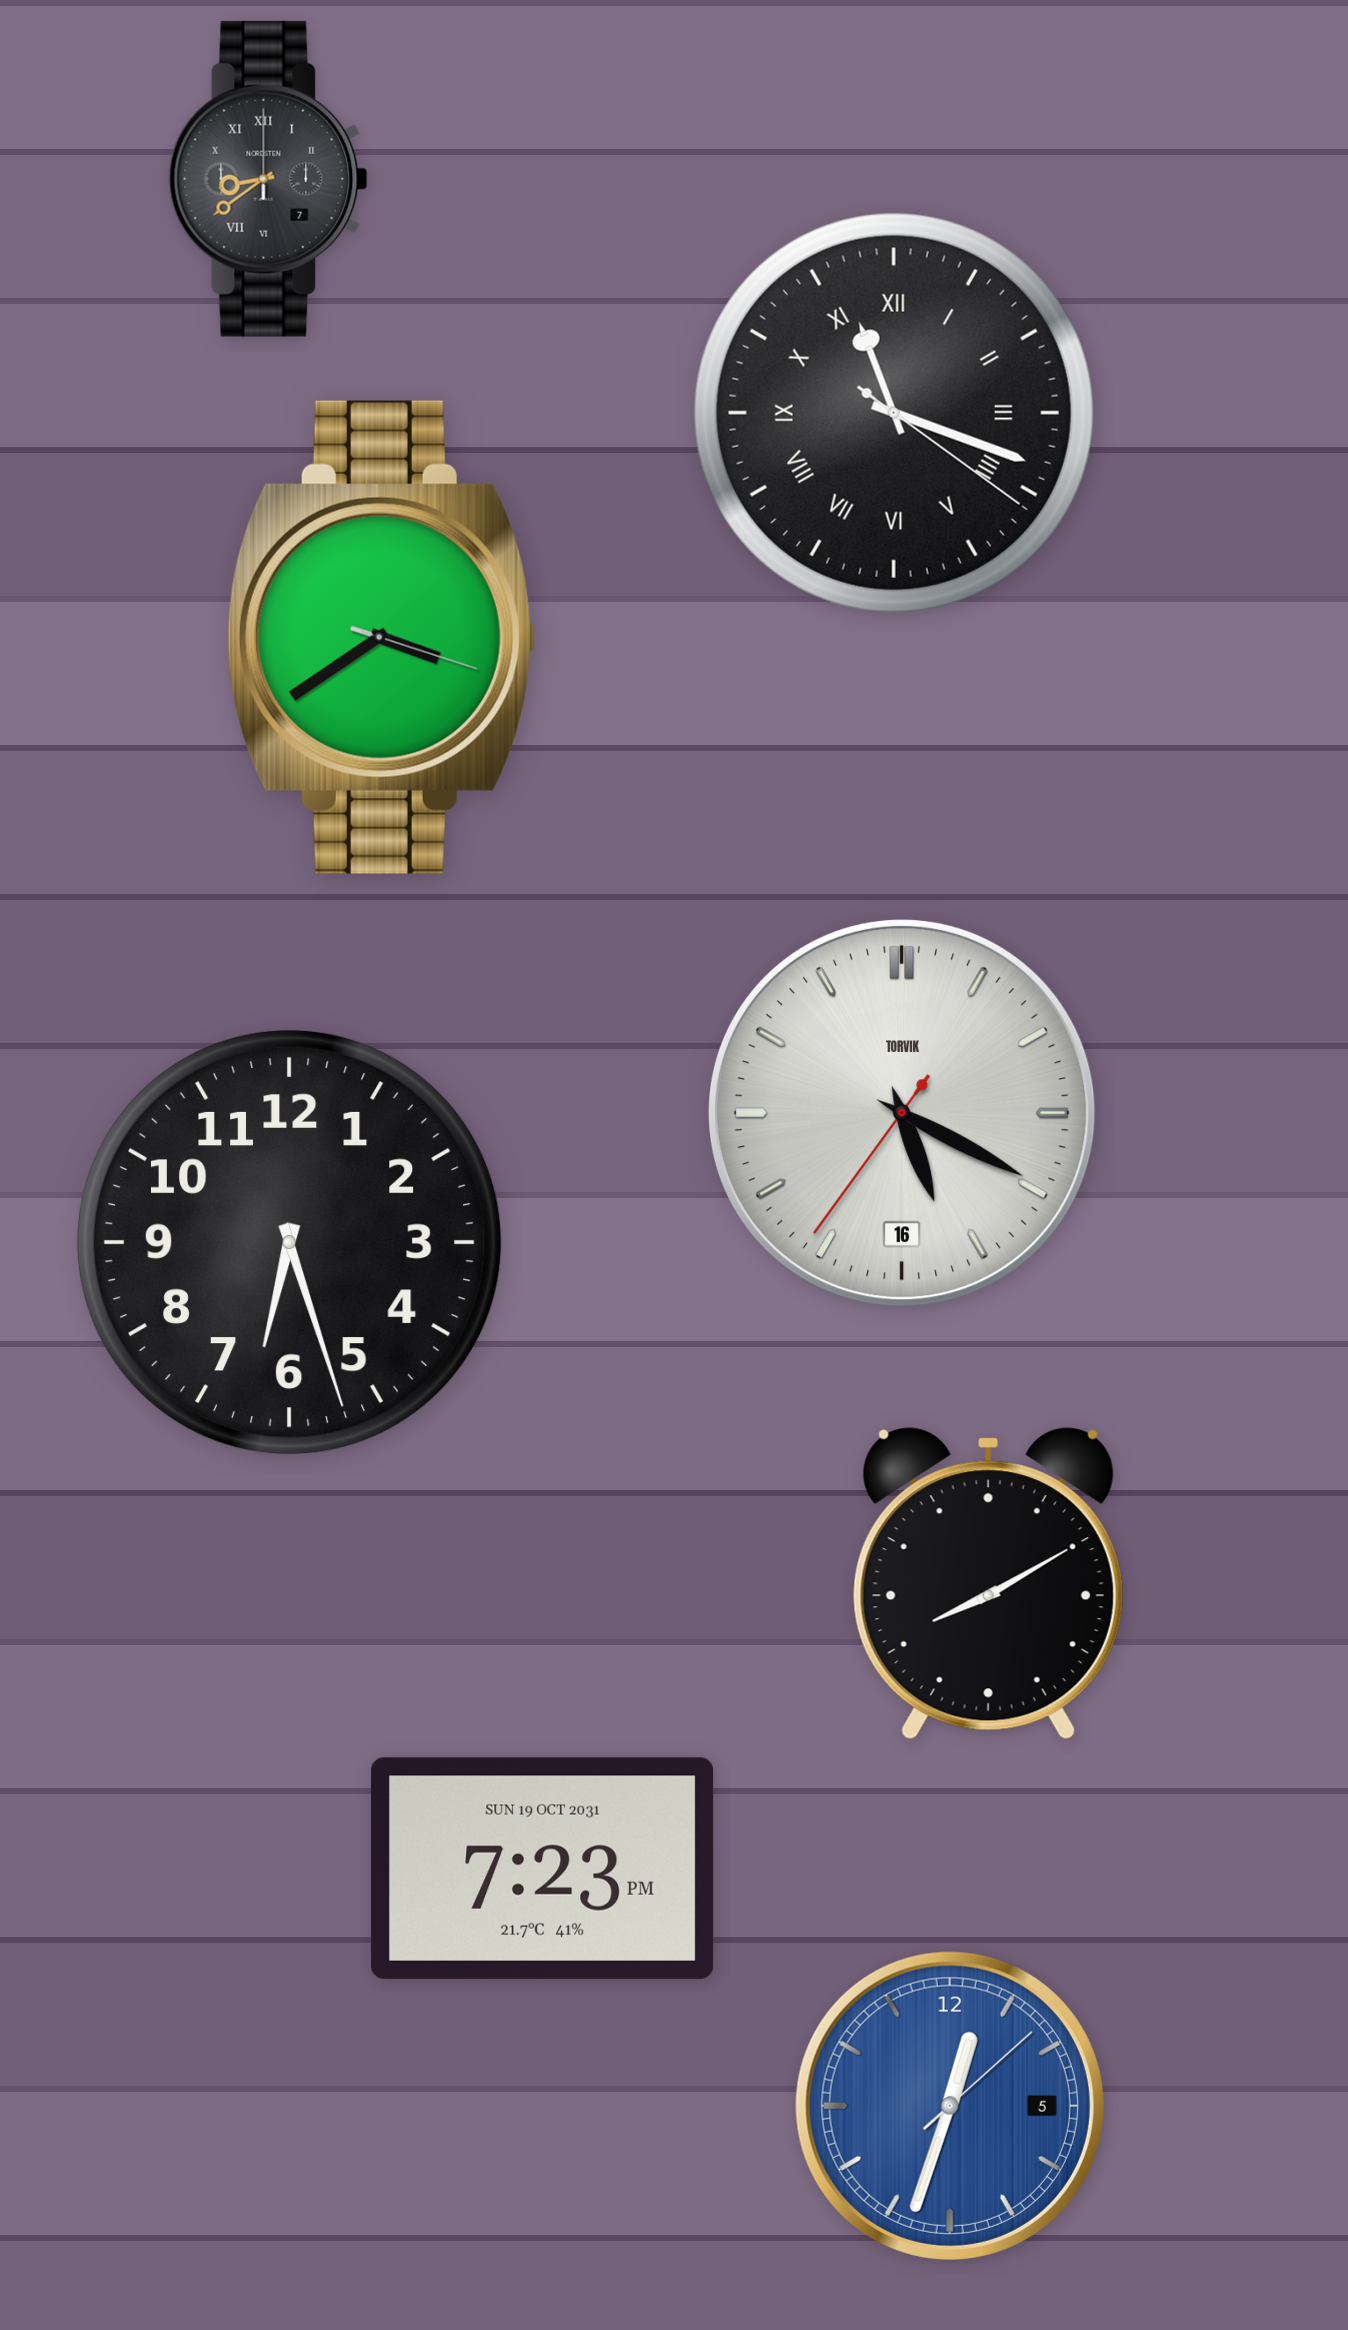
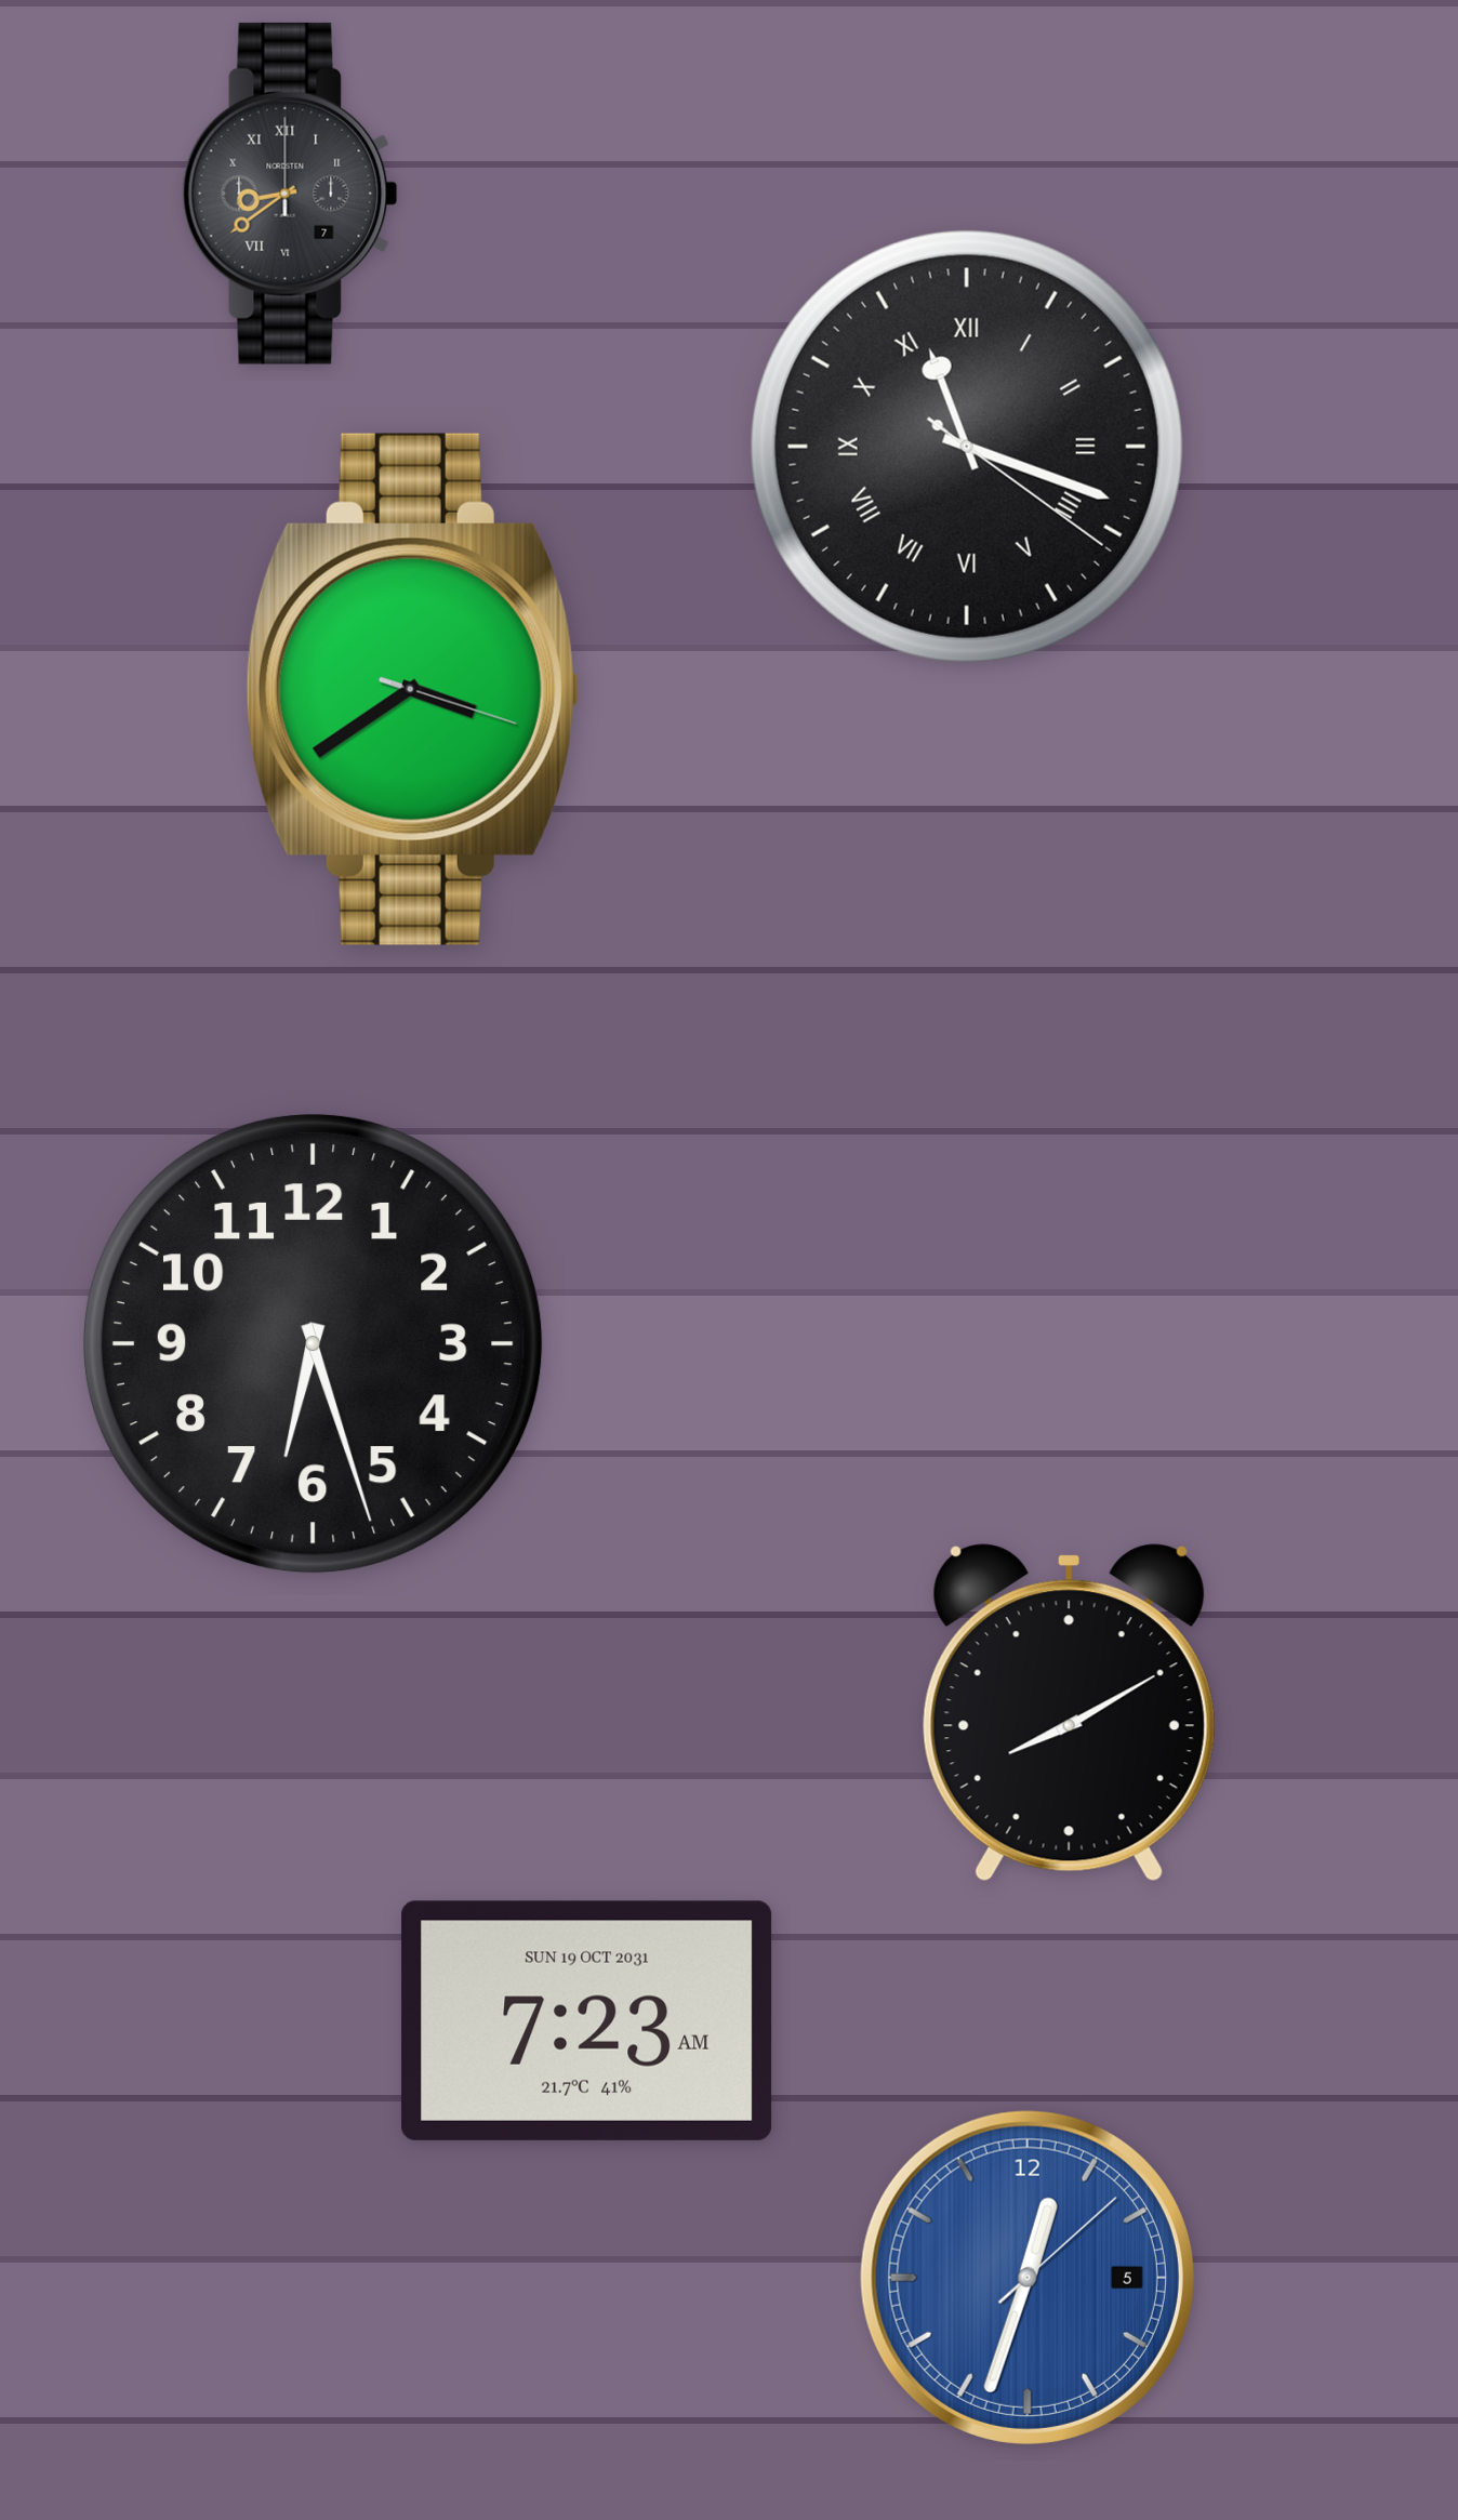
clock at (902, 1113): 5:19 -> none
clock at (543, 1868): 7:23 PM -> 7:23 AM
